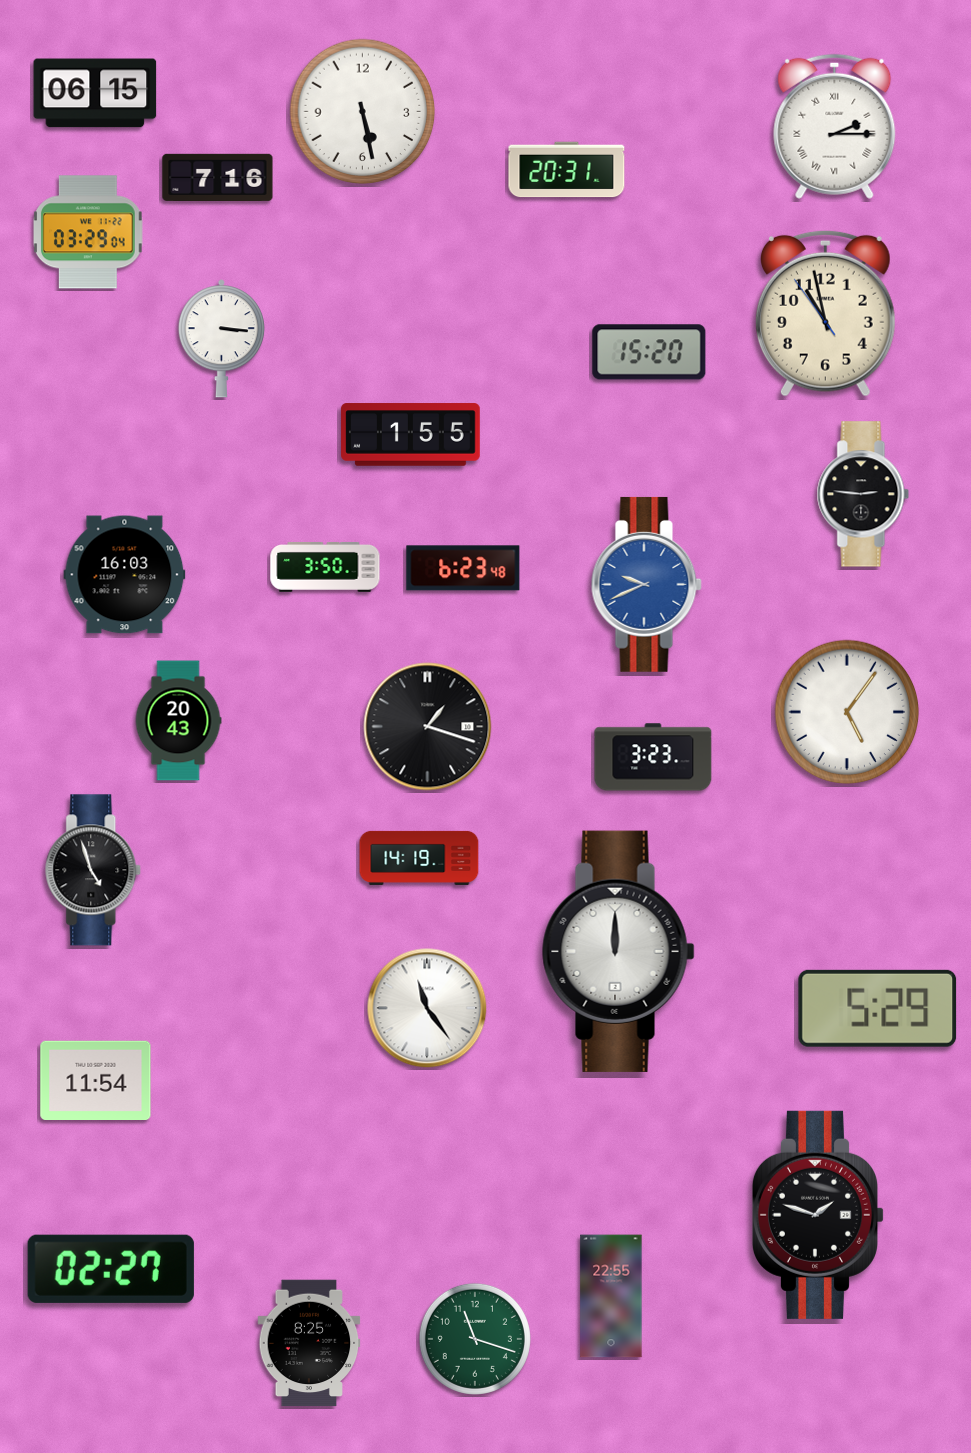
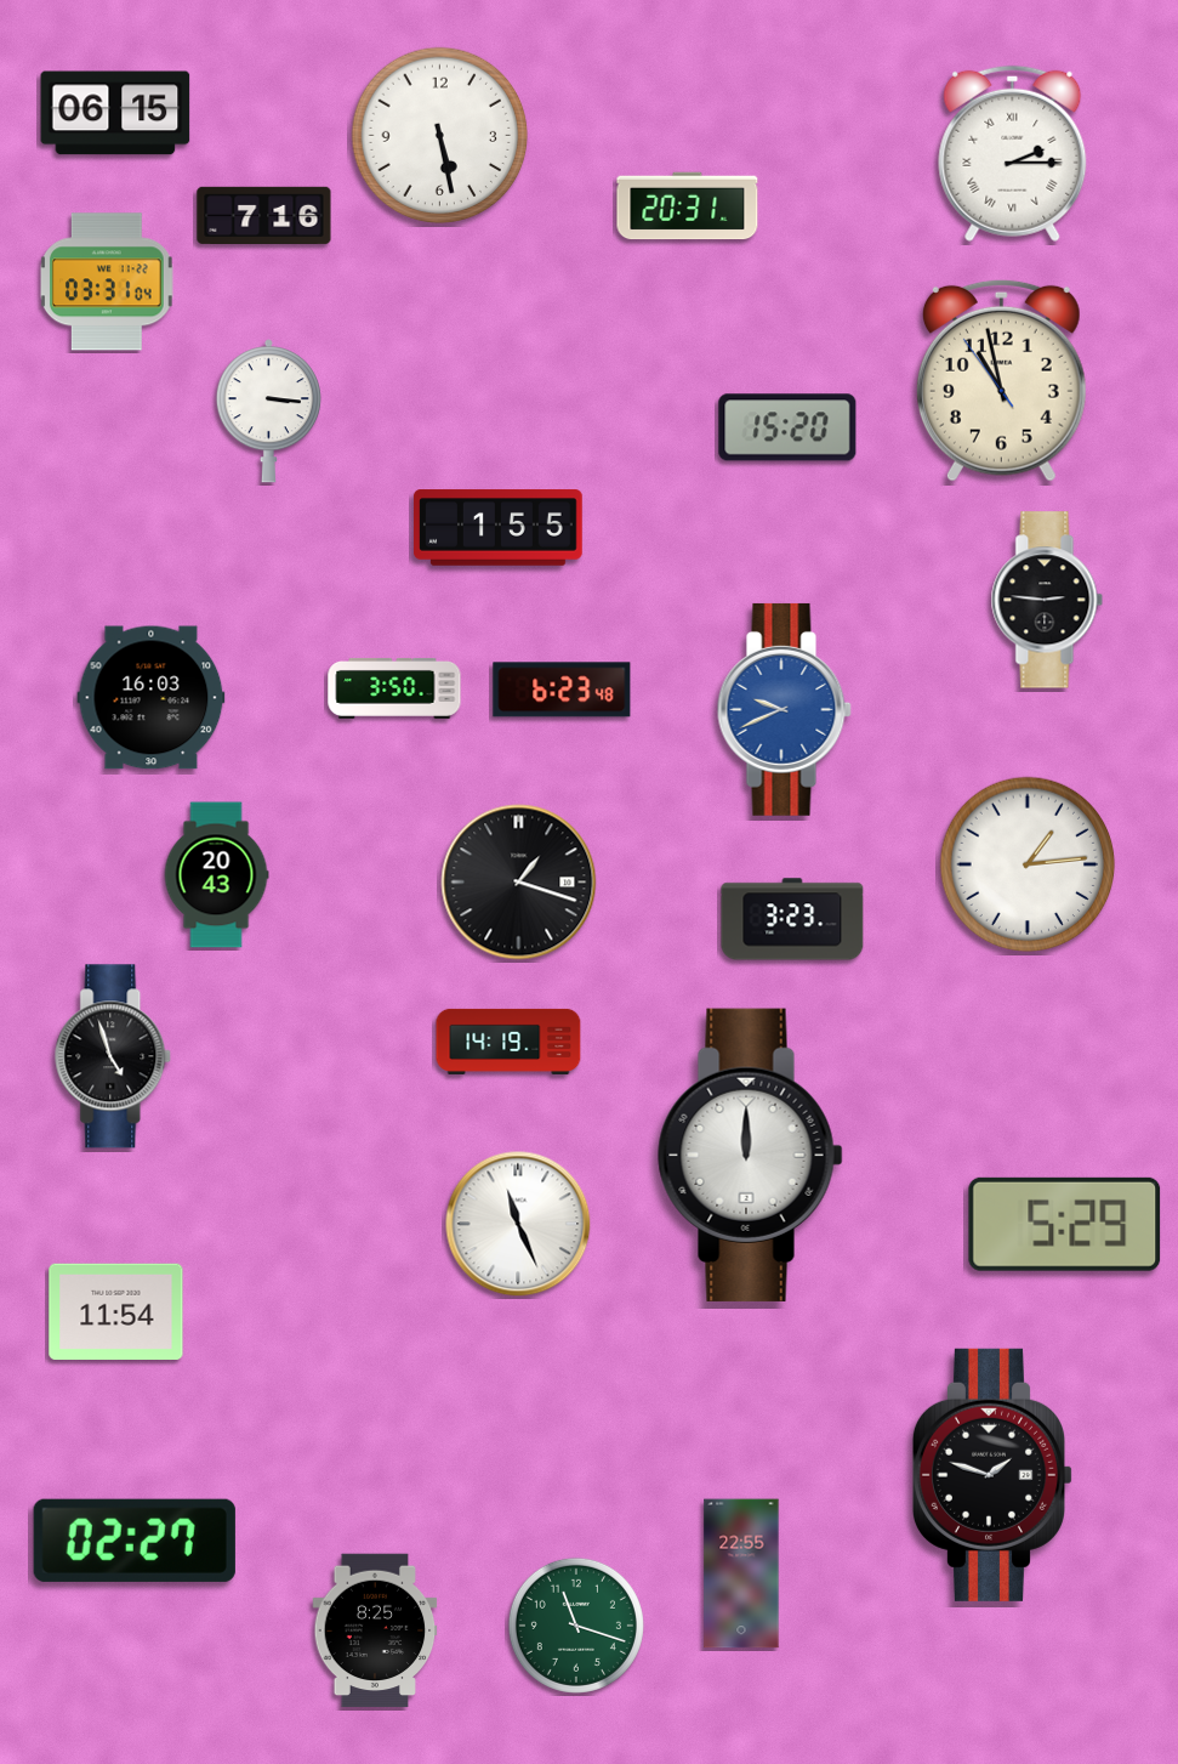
clock at (89, 232): 03:29 -> 03:31
clock at (847, 712): 5:06 -> 1:14
clock at (427, 1008): 11:24 -> 11:26
